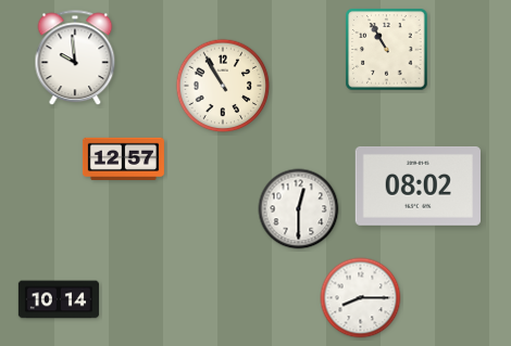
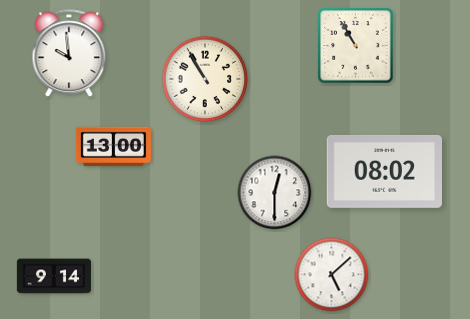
clock at (123, 158): 12:57 -> 13:00
clock at (361, 298): 8:15 -> 5:08
clock at (59, 299): 10:14 -> 9:14
